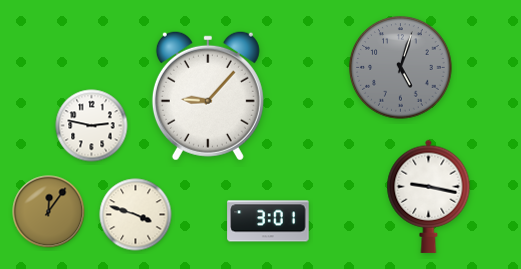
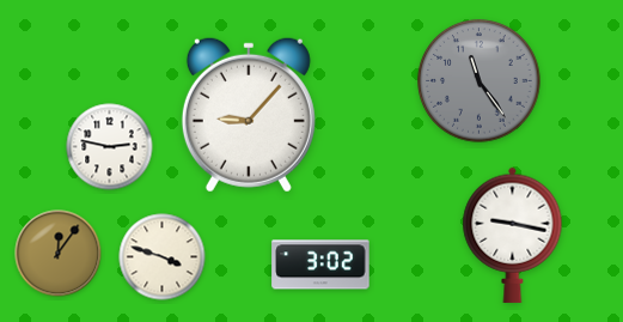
clock at (401, 68): 5:03 -> 11:24
clock at (92, 126) position: (92, 126) -> (110, 147)
clock at (268, 221): 3:01 -> 3:02
